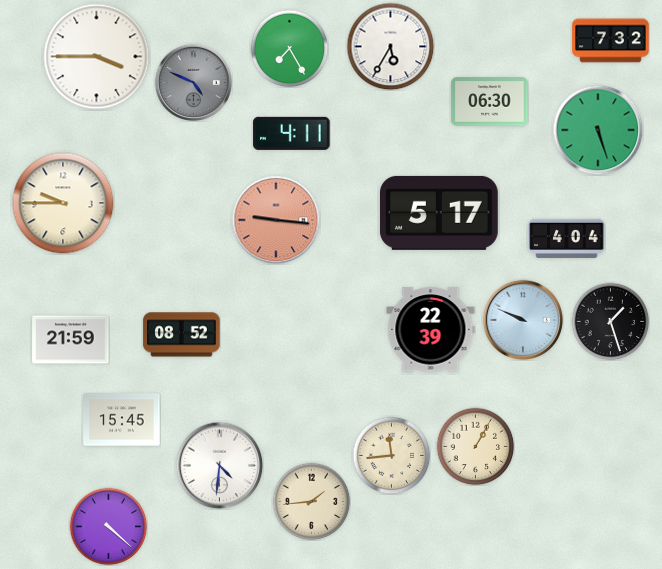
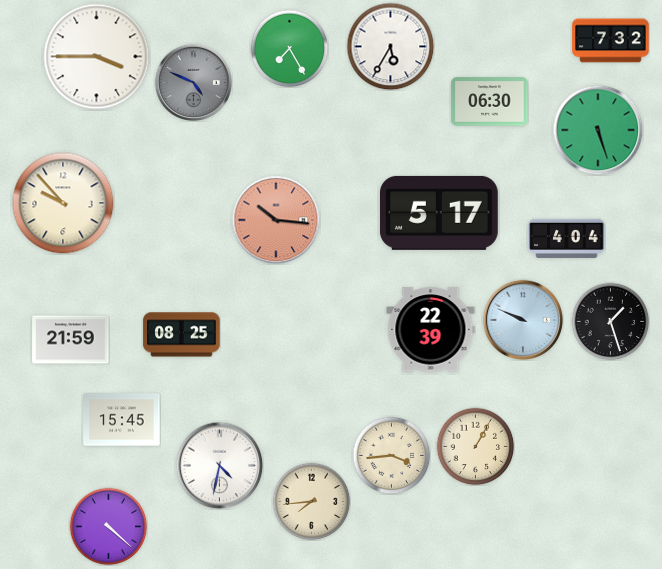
clock at (292, 133): 4:11 -> none
clock at (63, 203): 9:45 -> 9:53
clock at (276, 220): 9:16 -> 10:16
clock at (182, 335): 08:52 -> 08:25
clock at (391, 455): 11:44 -> 3:44
clock at (219, 465): 4:31 -> 4:32
clock at (311, 501): 1:44 -> 7:44
